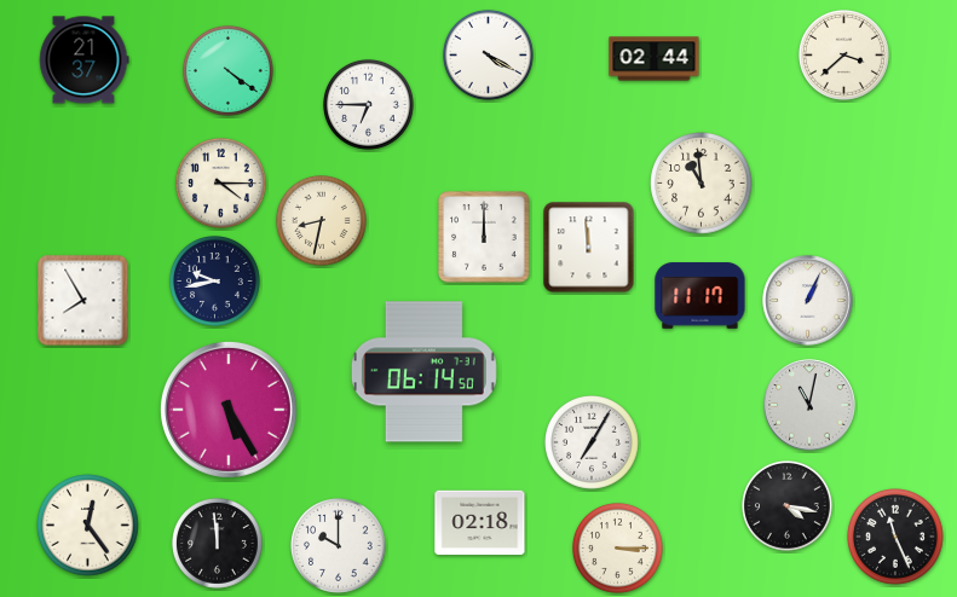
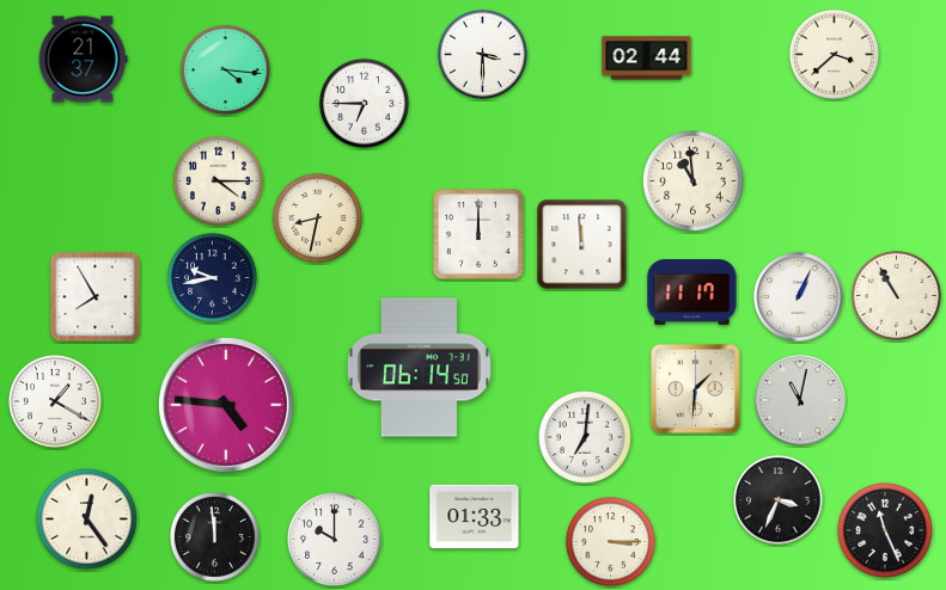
clock at (489, 56): 4:20 -> 3:30
clock at (229, 71): 4:21 -> 4:16
clock at (897, 296): none -> 10:55
clock at (83, 301) position: (83, 301) -> (96, 297)
clock at (696, 389): none -> 1:31
clock at (56, 402): none -> 1:20
clock at (229, 410): 5:25 -> 4:46
clock at (593, 444): 7:05 -> 7:01
clock at (788, 506): 4:17 -> 3:34
clock at (480, 523): 02:18 -> 01:33
